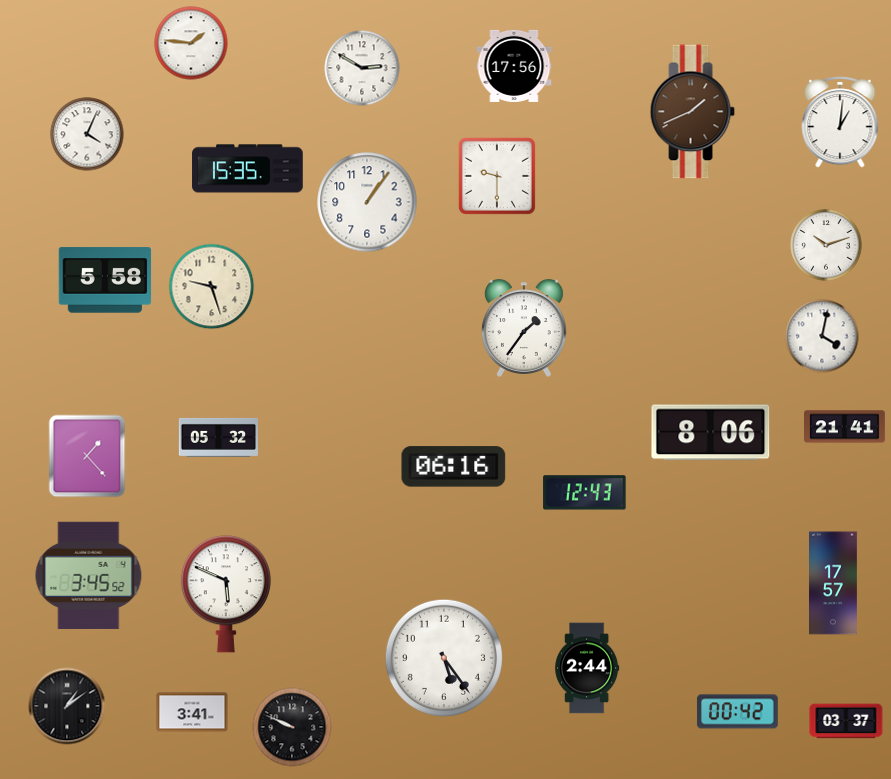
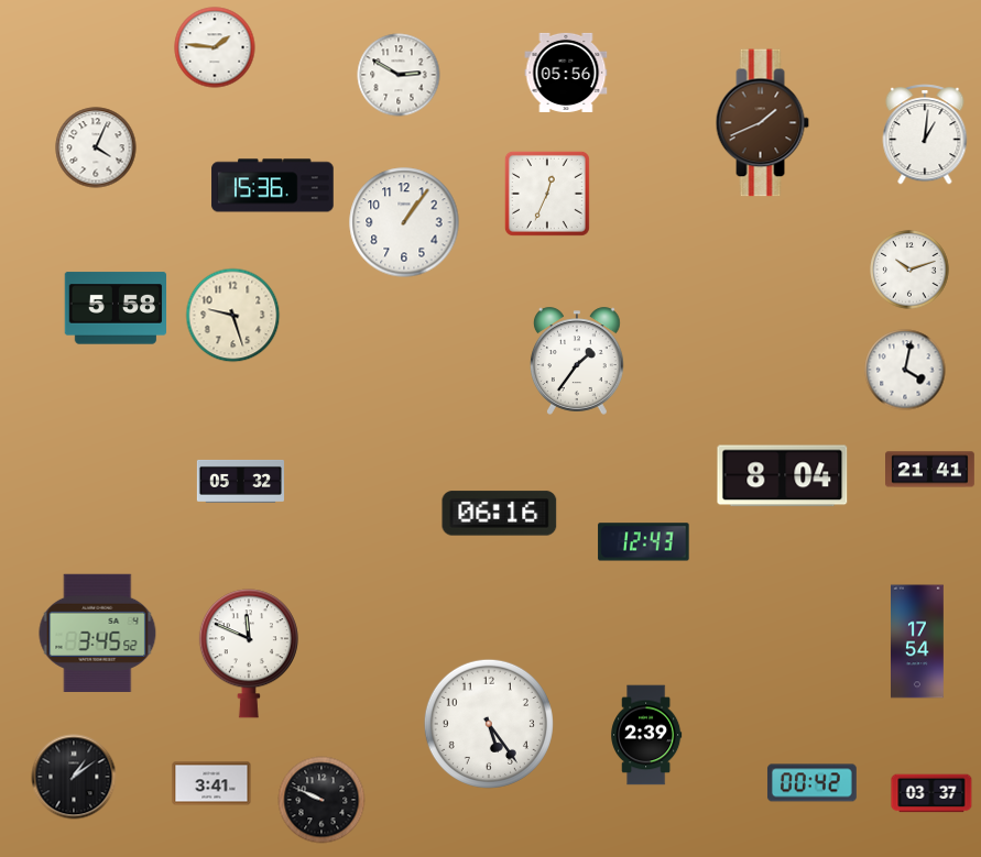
clock at (191, 43) position: (191, 43) -> (215, 47)
clock at (514, 66): 17:56 -> 05:56
clock at (248, 169): 15:35 -> 15:36
clock at (497, 176): 9:30 -> 12:34
clock at (711, 433): 8:06 -> 8:04
clock at (87, 456): 1:23 -> none
clock at (834, 583): 17:57 -> 17:54
clock at (226, 594): 5:49 -> 11:49
clock at (587, 668): 2:44 -> 2:39
